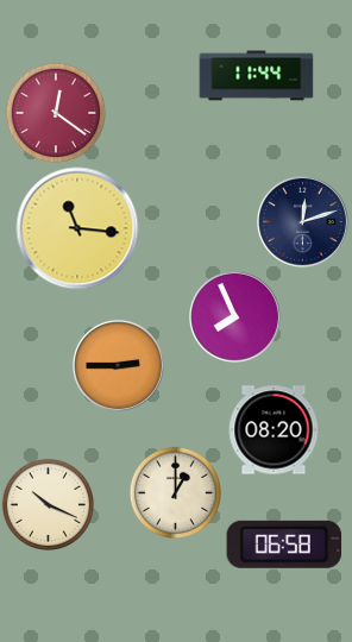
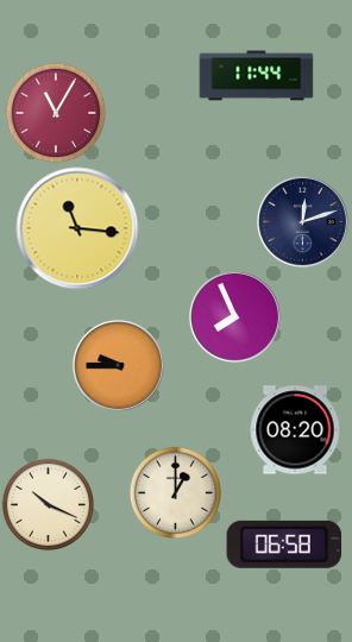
clock at (56, 113): 12:21 -> 11:05
clock at (118, 365): 2:45 -> 9:45
clock at (274, 430) position: (274, 430) -> (295, 430)
